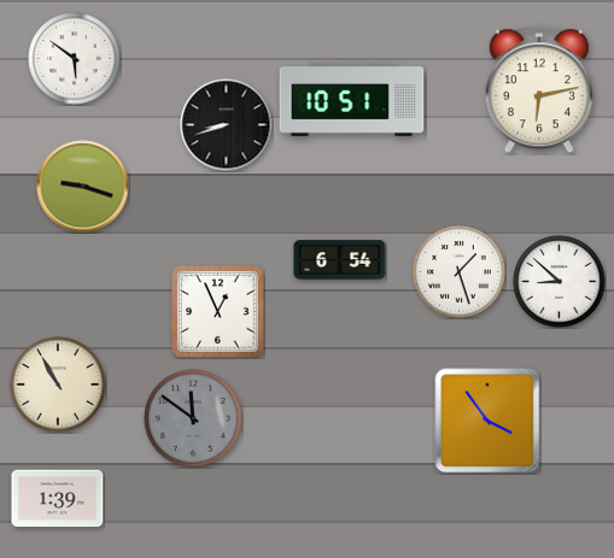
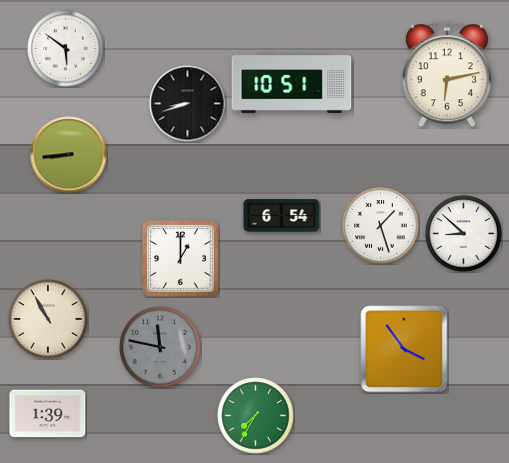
clock at (75, 59) position: (75, 59) -> (66, 49)
clock at (83, 187): 9:18 -> 8:44
clock at (218, 312): 12:56 -> 1:00
clock at (193, 418): 11:51 -> 11:47
clock at (256, 416): none -> 7:35
